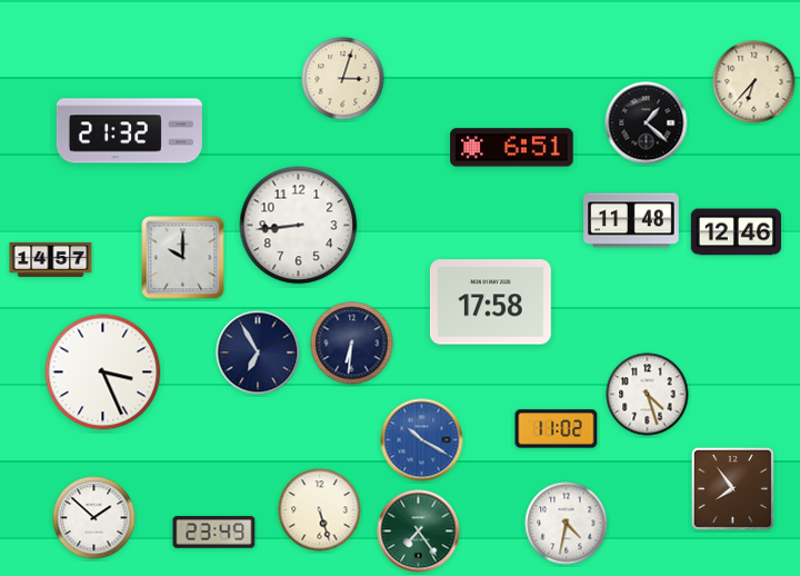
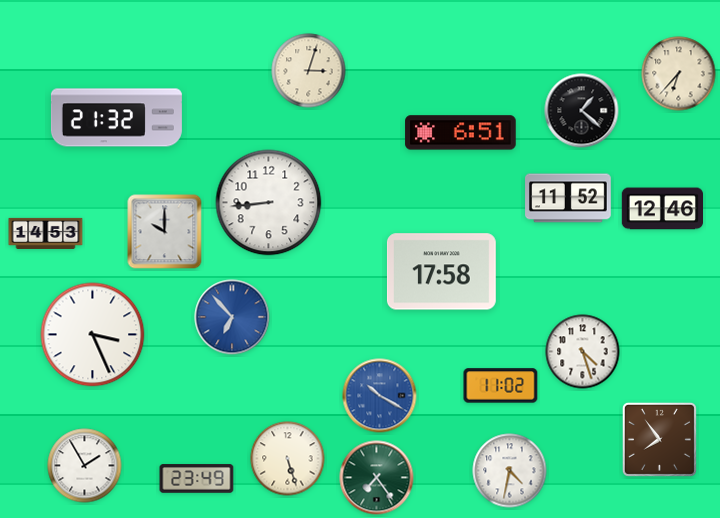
clock at (631, 220): 11:48 -> 11:52
clock at (51, 259): 14:57 -> 14:53
clock at (352, 344): 6:31 -> none
clock at (258, 352): 6:55 -> 6:53
clock at (258, 352) dial: navy -> blue
clock at (648, 395) position: (648, 395) -> (583, 352)
clock at (94, 518): 1:52 -> 1:55
clock at (214, 533) position: (214, 533) -> (197, 479)
